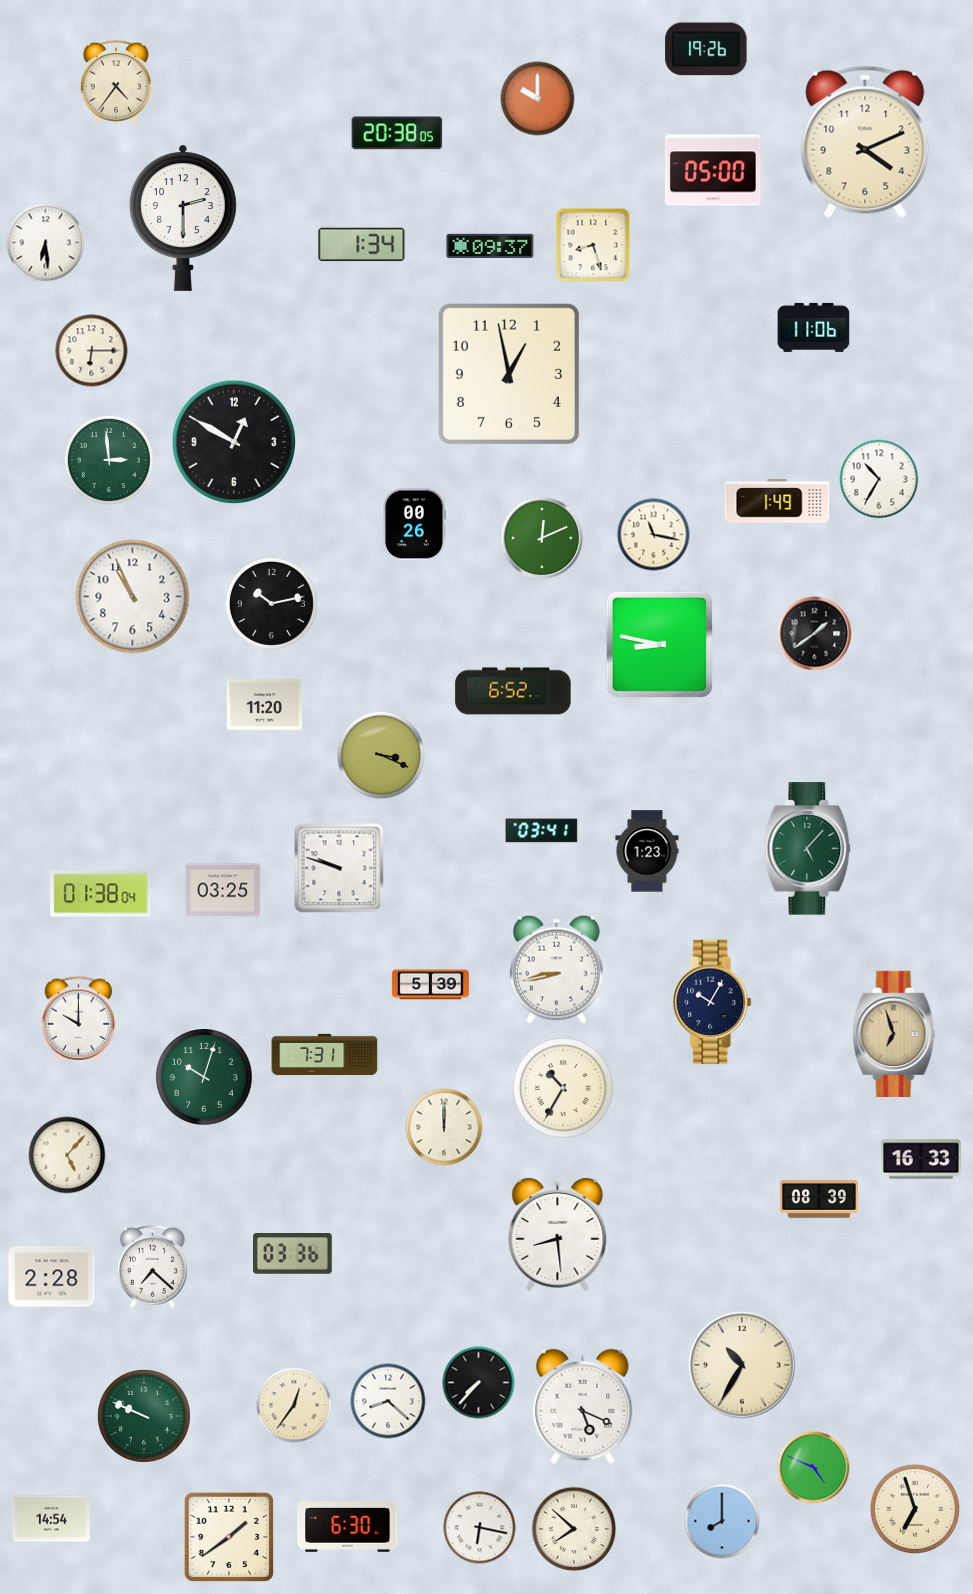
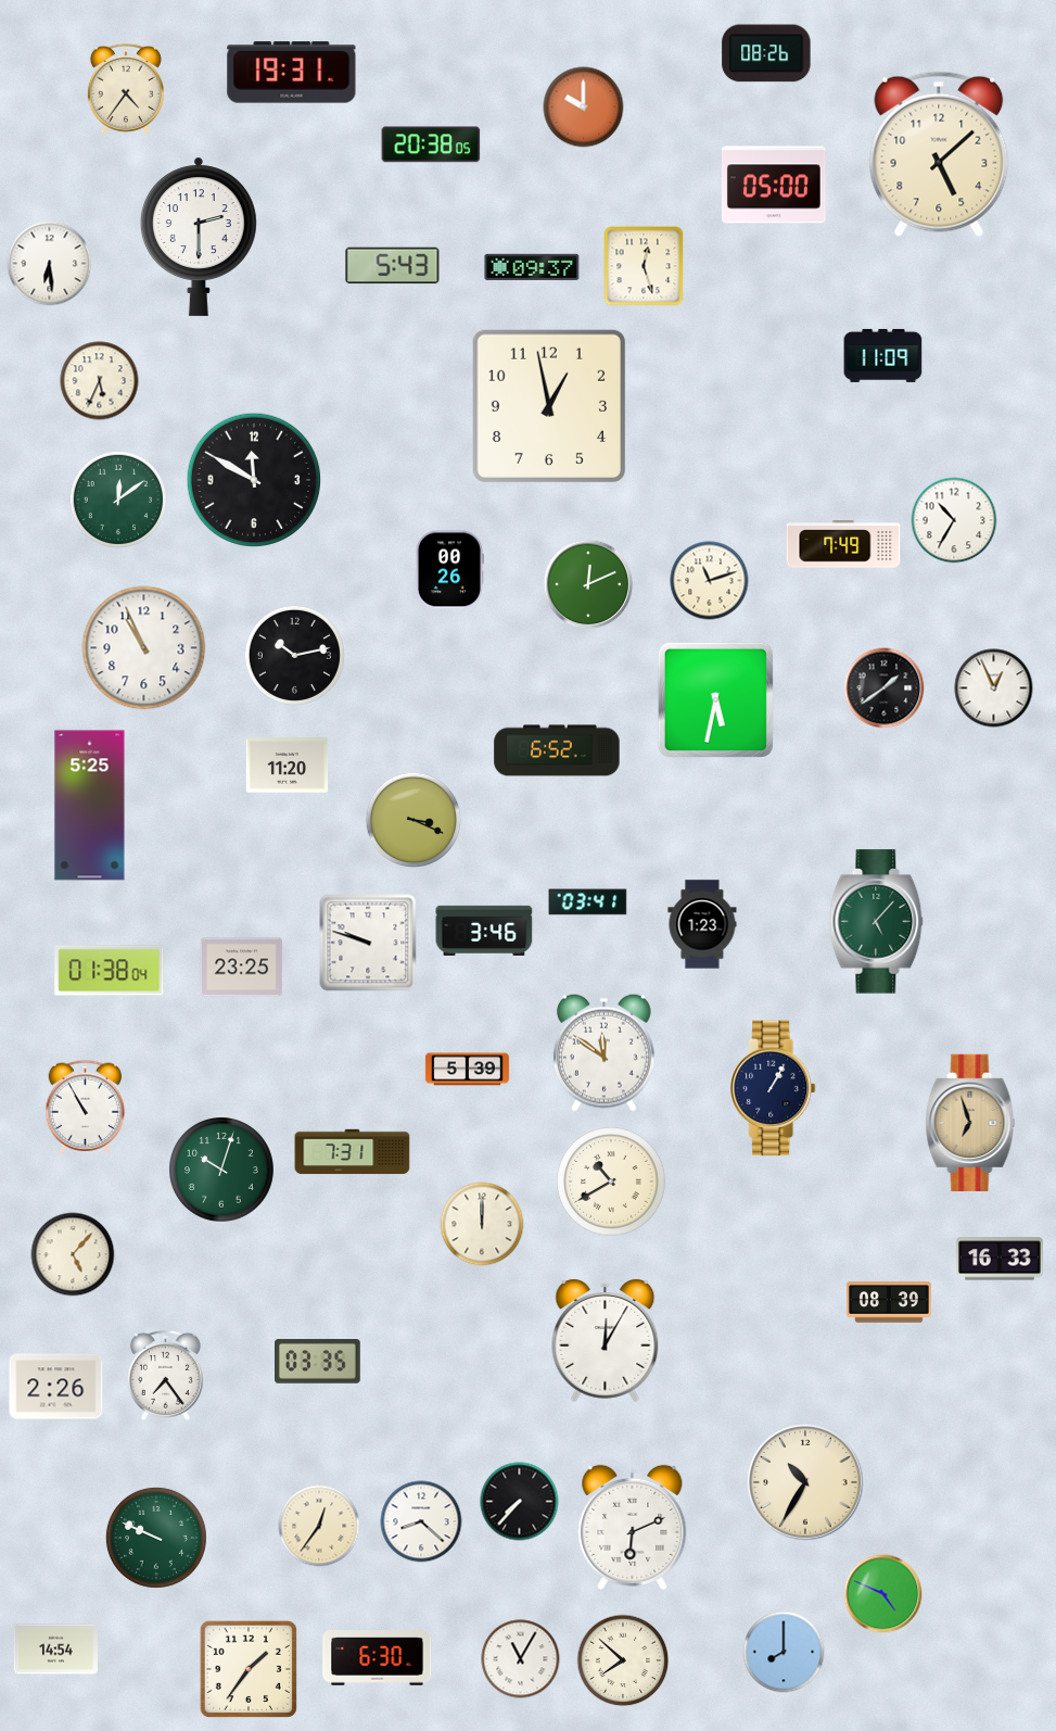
clock at (706, 49): 19:26 -> 08:26
clock at (292, 73): none -> 19:31
clock at (865, 142): 4:11 -> 5:08
clock at (362, 245): 1:34 -> 5:43
clock at (593, 245): 8:27 -> 12:27
clock at (814, 327): 11:06 -> 11:09
clock at (92, 351): 6:15 -> 5:34
clock at (509, 374) position: (509, 374) -> (549, 406)
clock at (234, 442): 12:50 -> 11:50
clock at (108, 459): 2:59 -> 12:09
clock at (777, 502): 1:49 -> 7:49
clock at (654, 535): 11:17 -> 11:12
clock at (994, 688): none -> 12:56
clock at (659, 644): 8:47 -> 5:32
clock at (90, 806): none -> 5:25
clock at (484, 931): none -> 3:46
clock at (223, 891): 03:25 -> 23:25
clock at (556, 969): 8:43 -> 11:51
clock at (712, 1002): 10:05 -> 1:05
clock at (79, 1019): 10:00 -> 10:55
clock at (325, 1055) position: (325, 1055) -> (353, 1152)
clock at (563, 1088): 10:35 -> 10:40
clock at (558, 1234): 8:29 -> 12:05
clock at (293, 1254): 03:36 -> 03:35
clock at (152, 1266): 7:22 -> 7:24
clock at (52, 1277): 2:28 -> 2:26
clock at (583, 1406): 5:19 -> 6:11
clock at (914, 1508): 6:57 -> none
clock at (480, 1528): 6:17 -> 11:05
clock at (229, 1537): 1:39 -> 1:36
